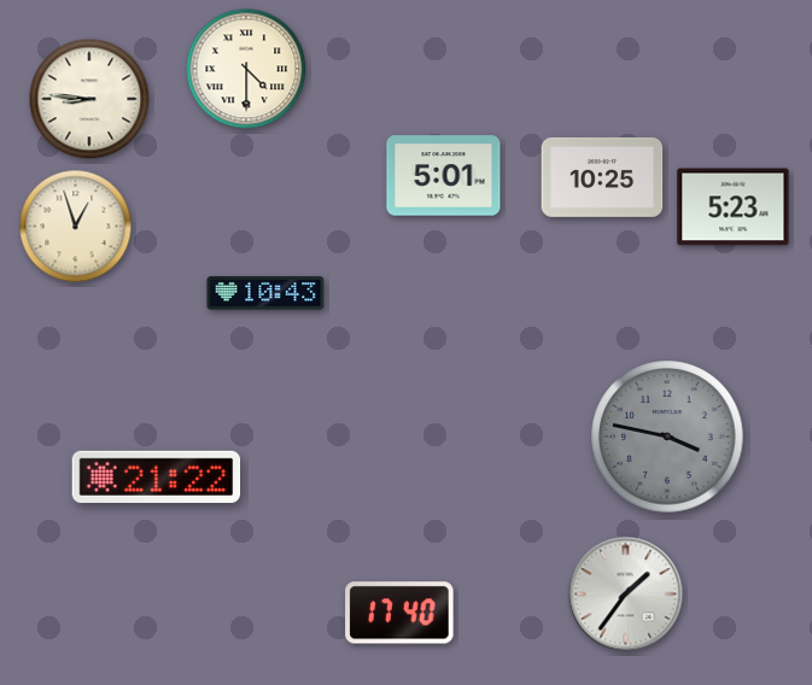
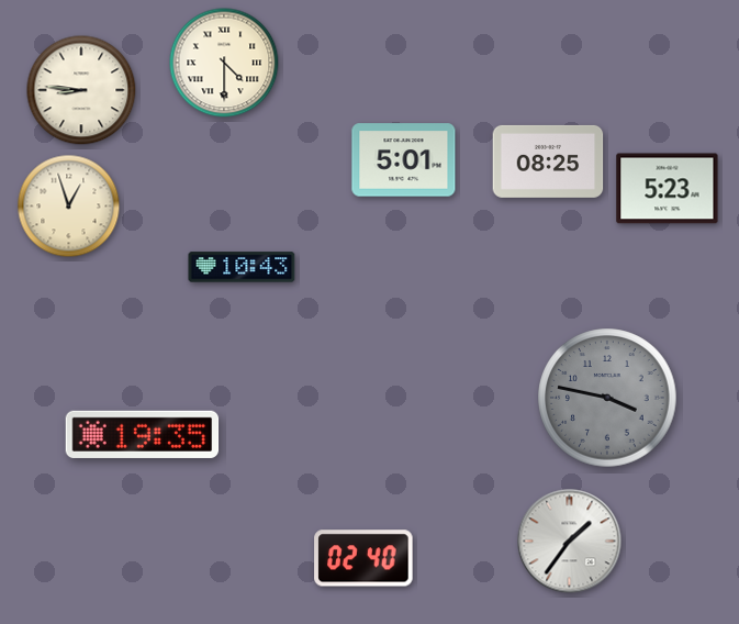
clock at (602, 177): 10:25 -> 08:25
clock at (157, 476): 21:22 -> 19:35
clock at (399, 613): 17:40 -> 02:40
